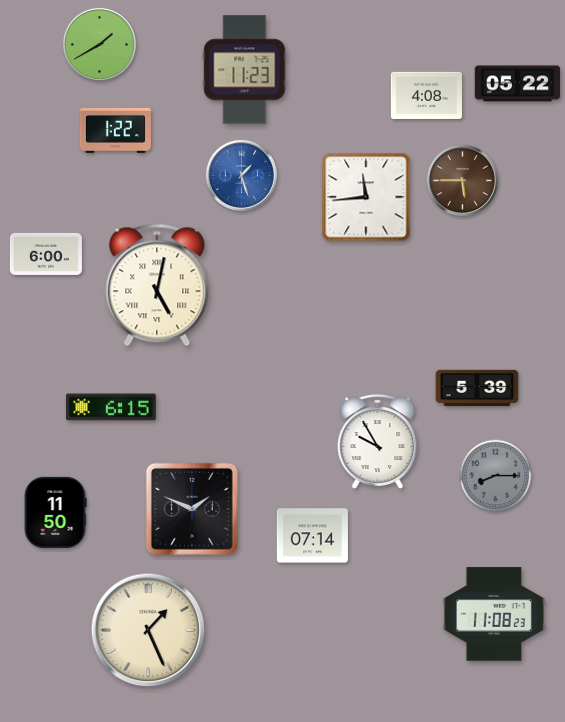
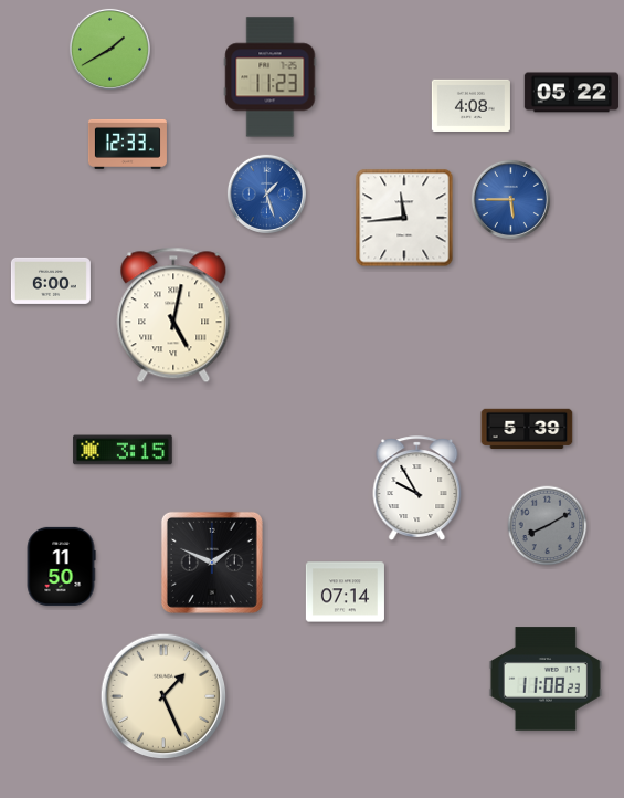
clock at (115, 130): 1:22 -> 12:33
clock at (462, 180) dial: brown -> blue
clock at (111, 407): 6:15 -> 3:15
clock at (496, 476): 8:15 -> 8:10
